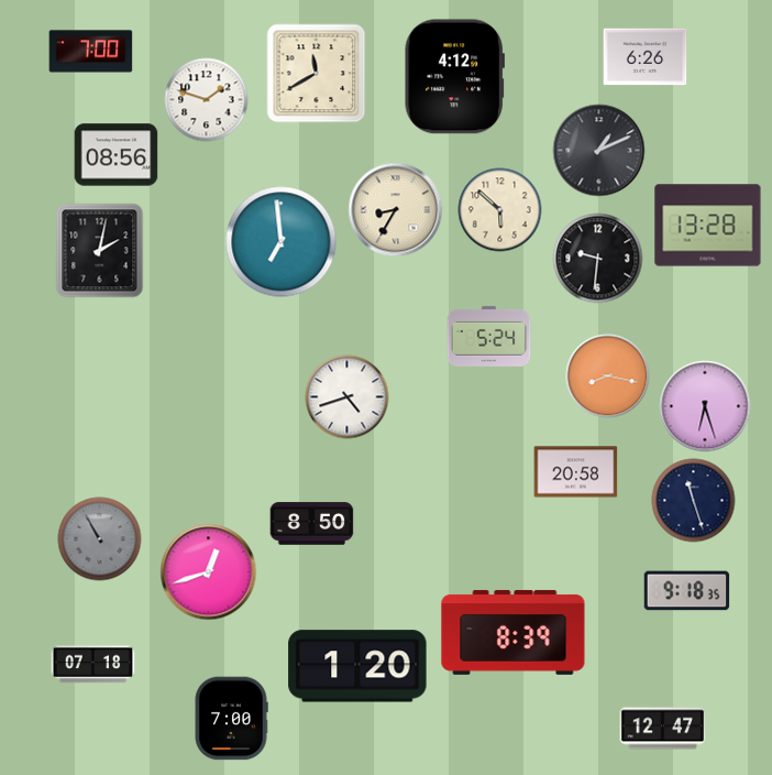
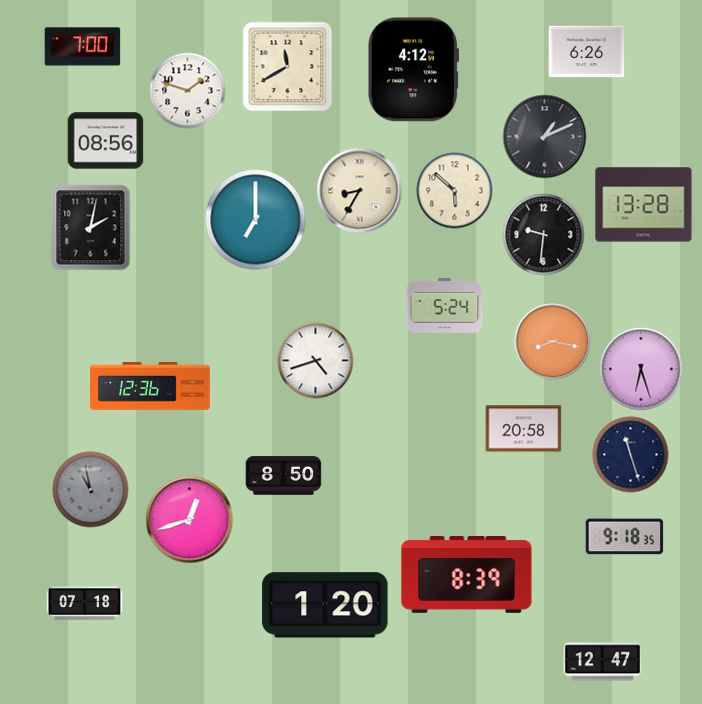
clock at (282, 242): 6:59 -> 7:00
clock at (151, 386): none -> 12:36
clock at (100, 539): 10:55 -> 10:58
clock at (231, 719): 7:00 -> none
